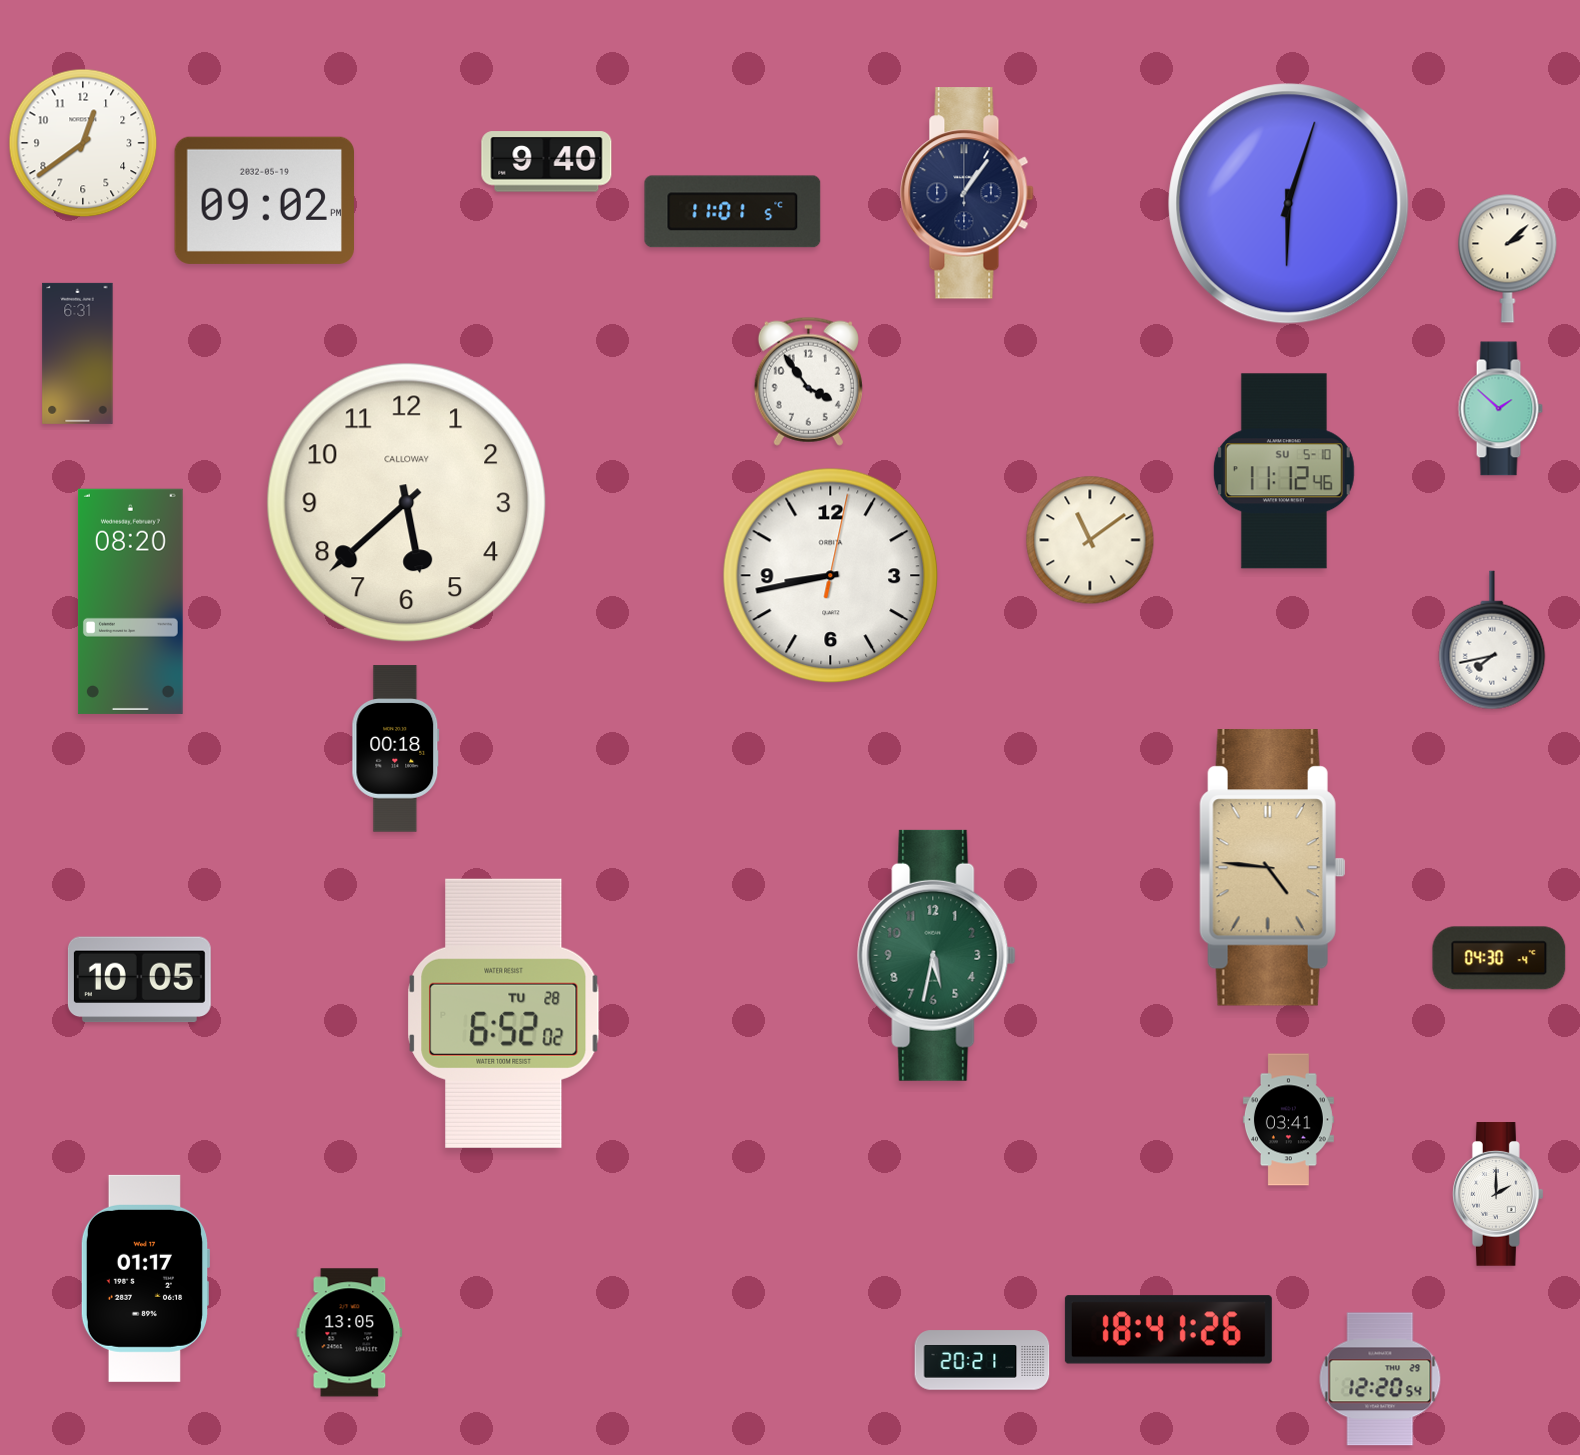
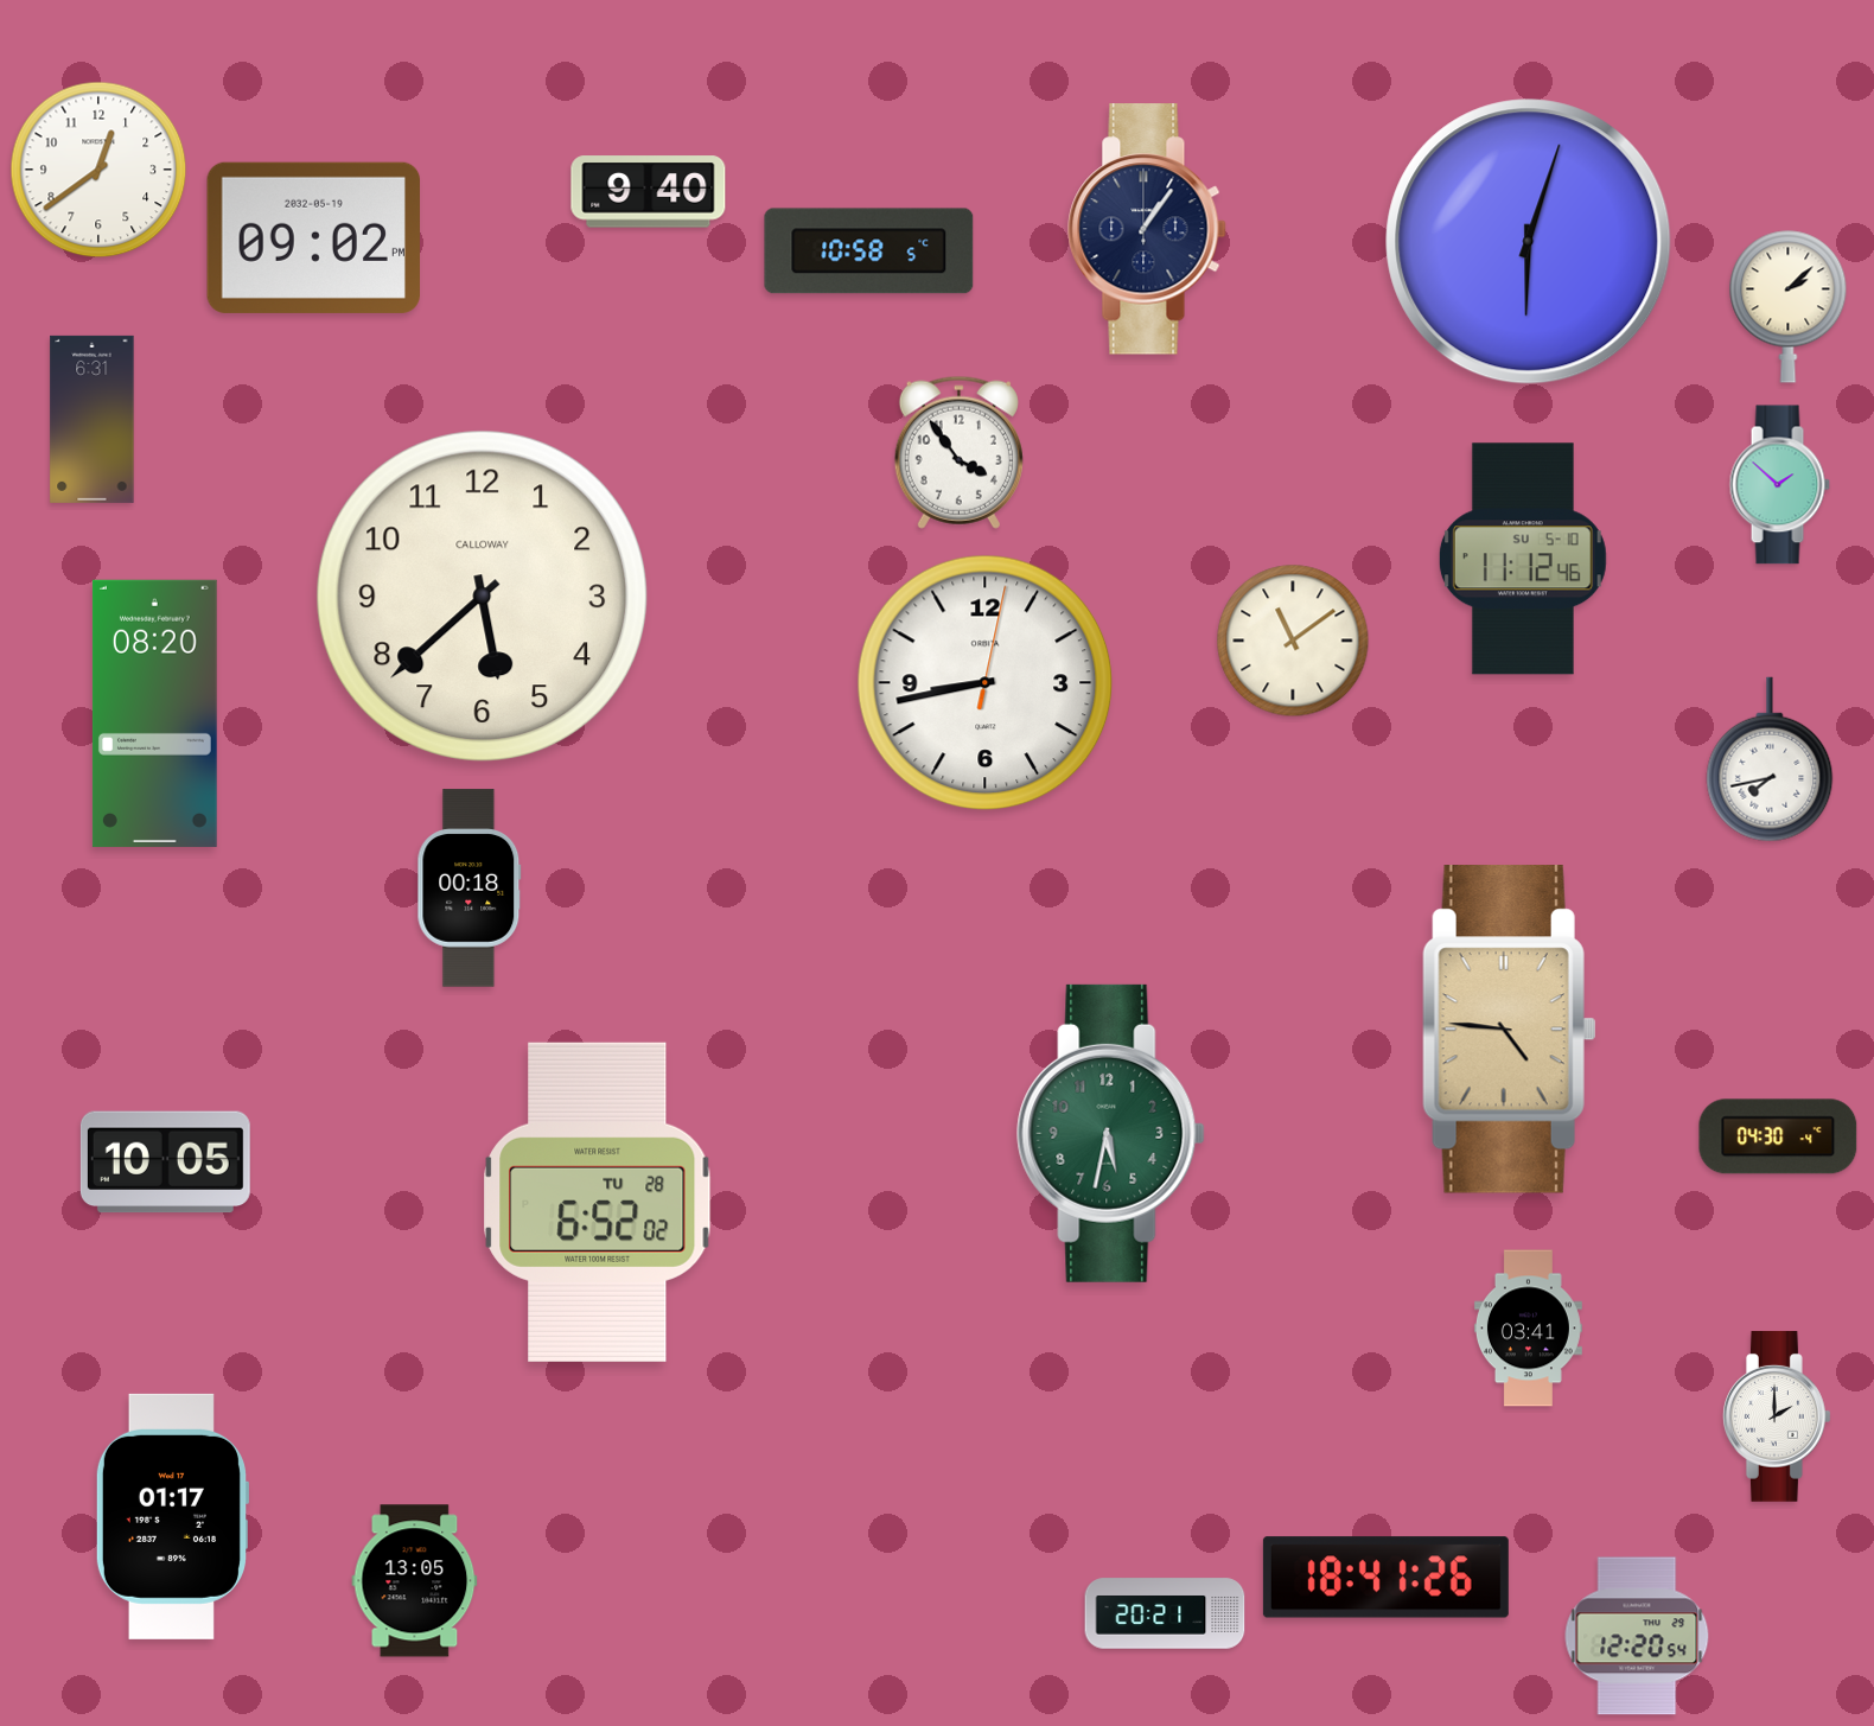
clock at (733, 212): 11:01 -> 10:58
